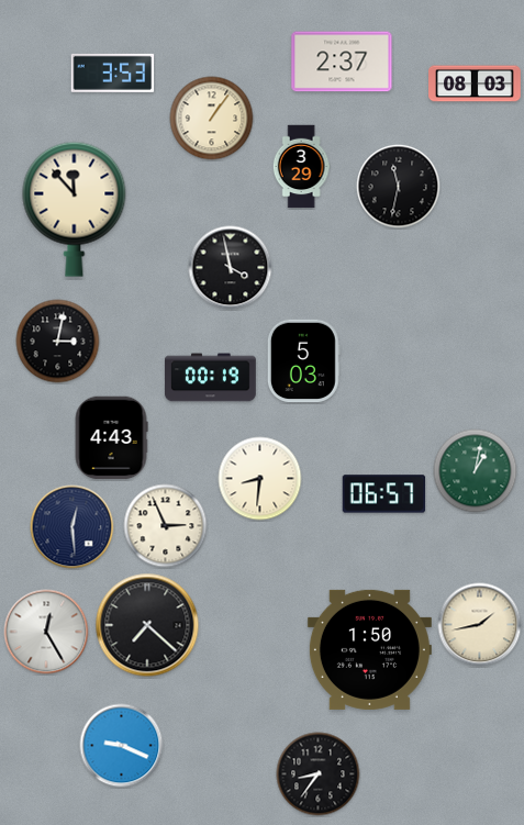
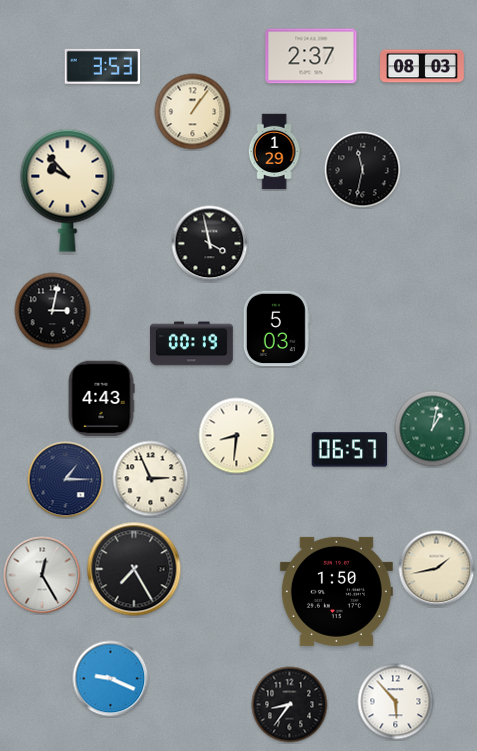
clock at (475, 83) position: (475, 83) -> (422, 66)
clock at (212, 119) position: (212, 119) -> (193, 112)
clock at (301, 167): 3:29 -> 1:29
clock at (75, 209): 11:53 -> 9:53
clock at (73, 527): 12:29 -> 1:15
clock at (147, 625): 7:22 -> 7:25
clock at (396, 702): none -> 5:53
